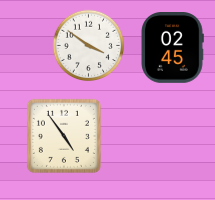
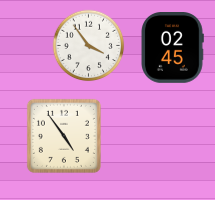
clock at (89, 46): 3:51 -> 3:54
